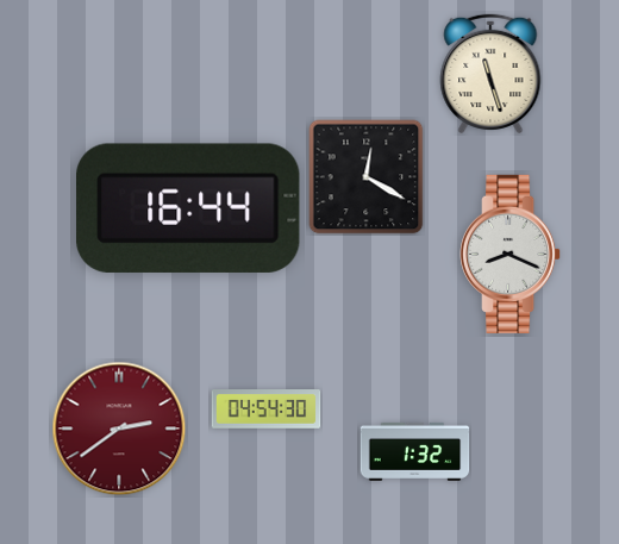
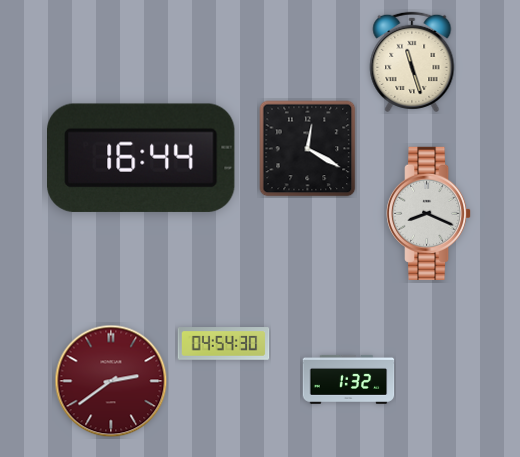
clock at (189, 208) position: (189, 208) -> (142, 158)
clock at (119, 429) position: (119, 429) -> (111, 381)
